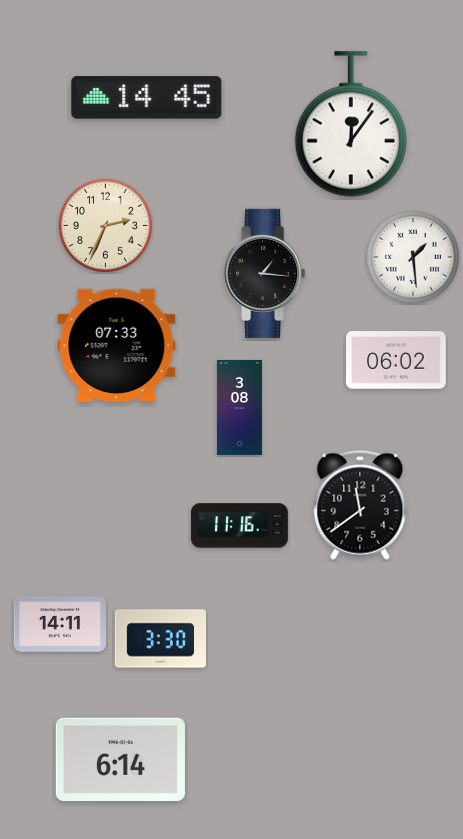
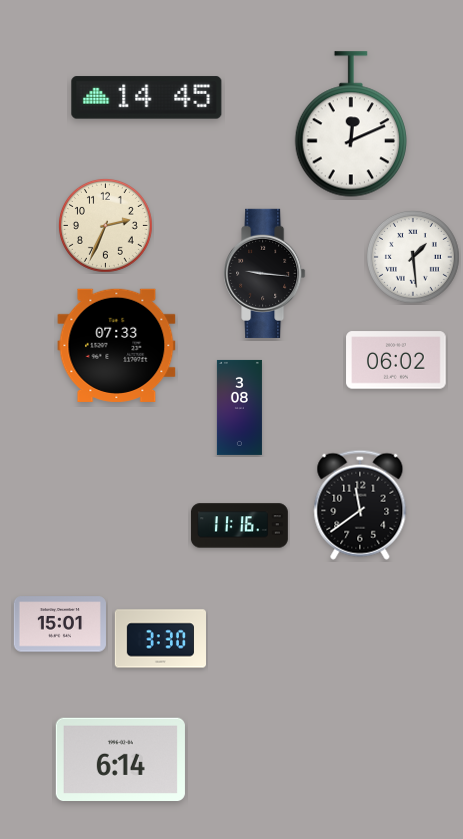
clock at (351, 124): 12:06 -> 12:11
clock at (265, 273): 1:16 -> 9:16
clock at (60, 624): 14:11 -> 15:01
